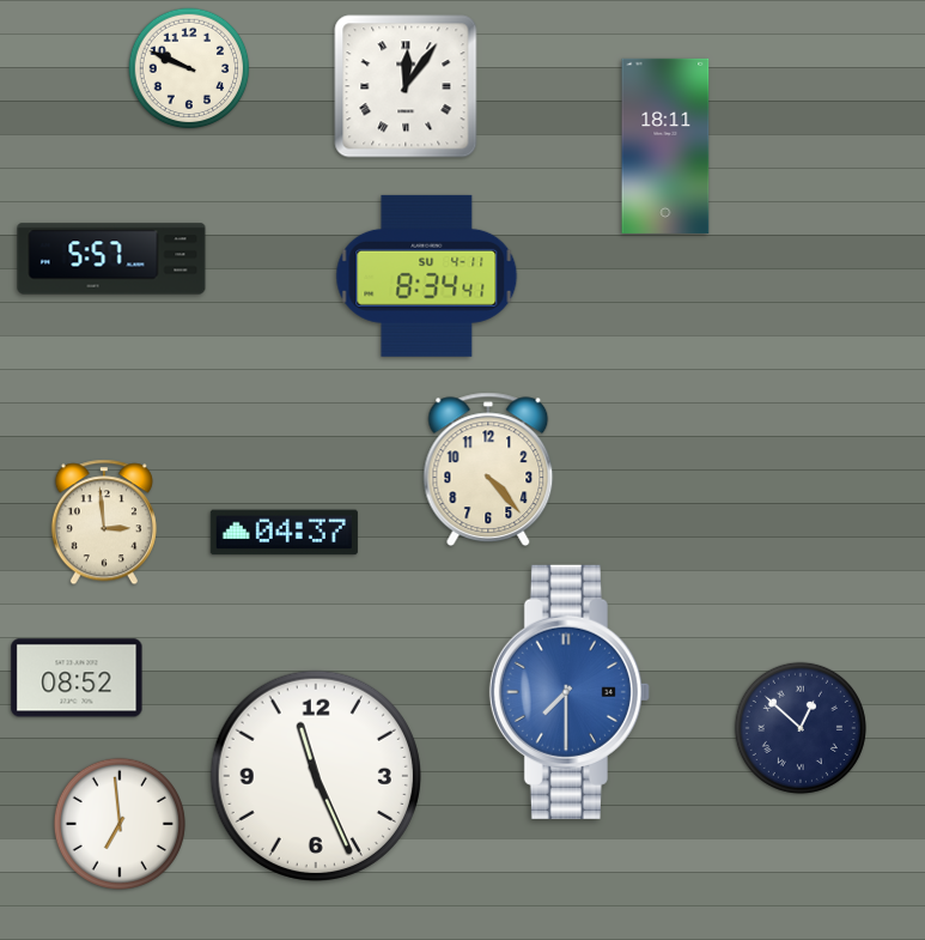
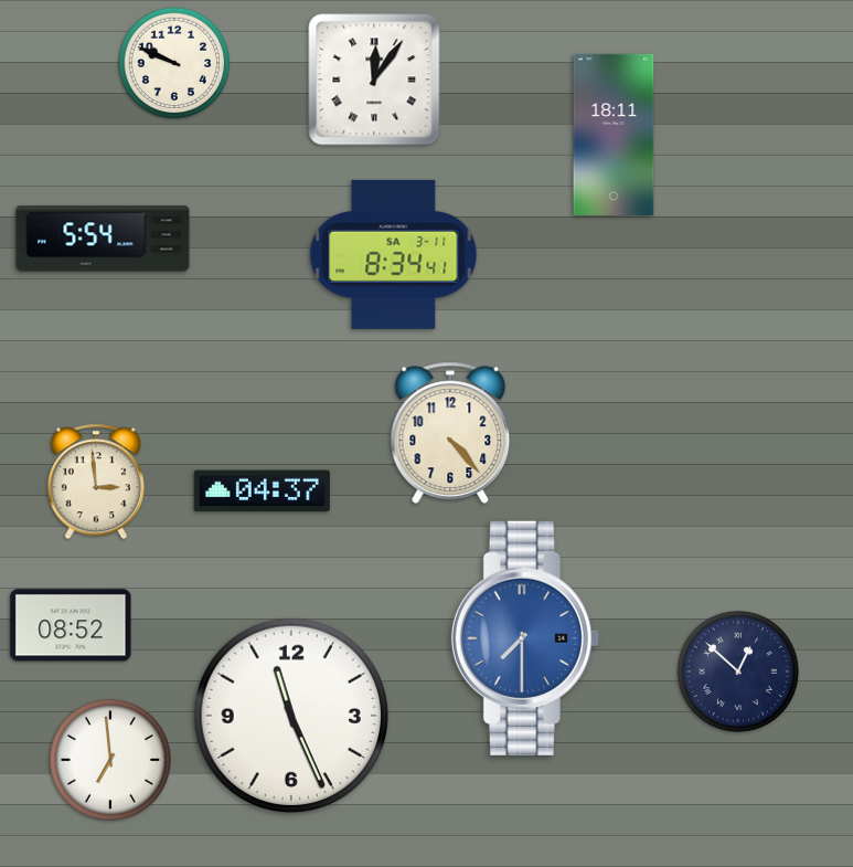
clock at (111, 259): 5:57 -> 5:54
clock at (427, 275) date: SU 4-11 -> SA 3-11
